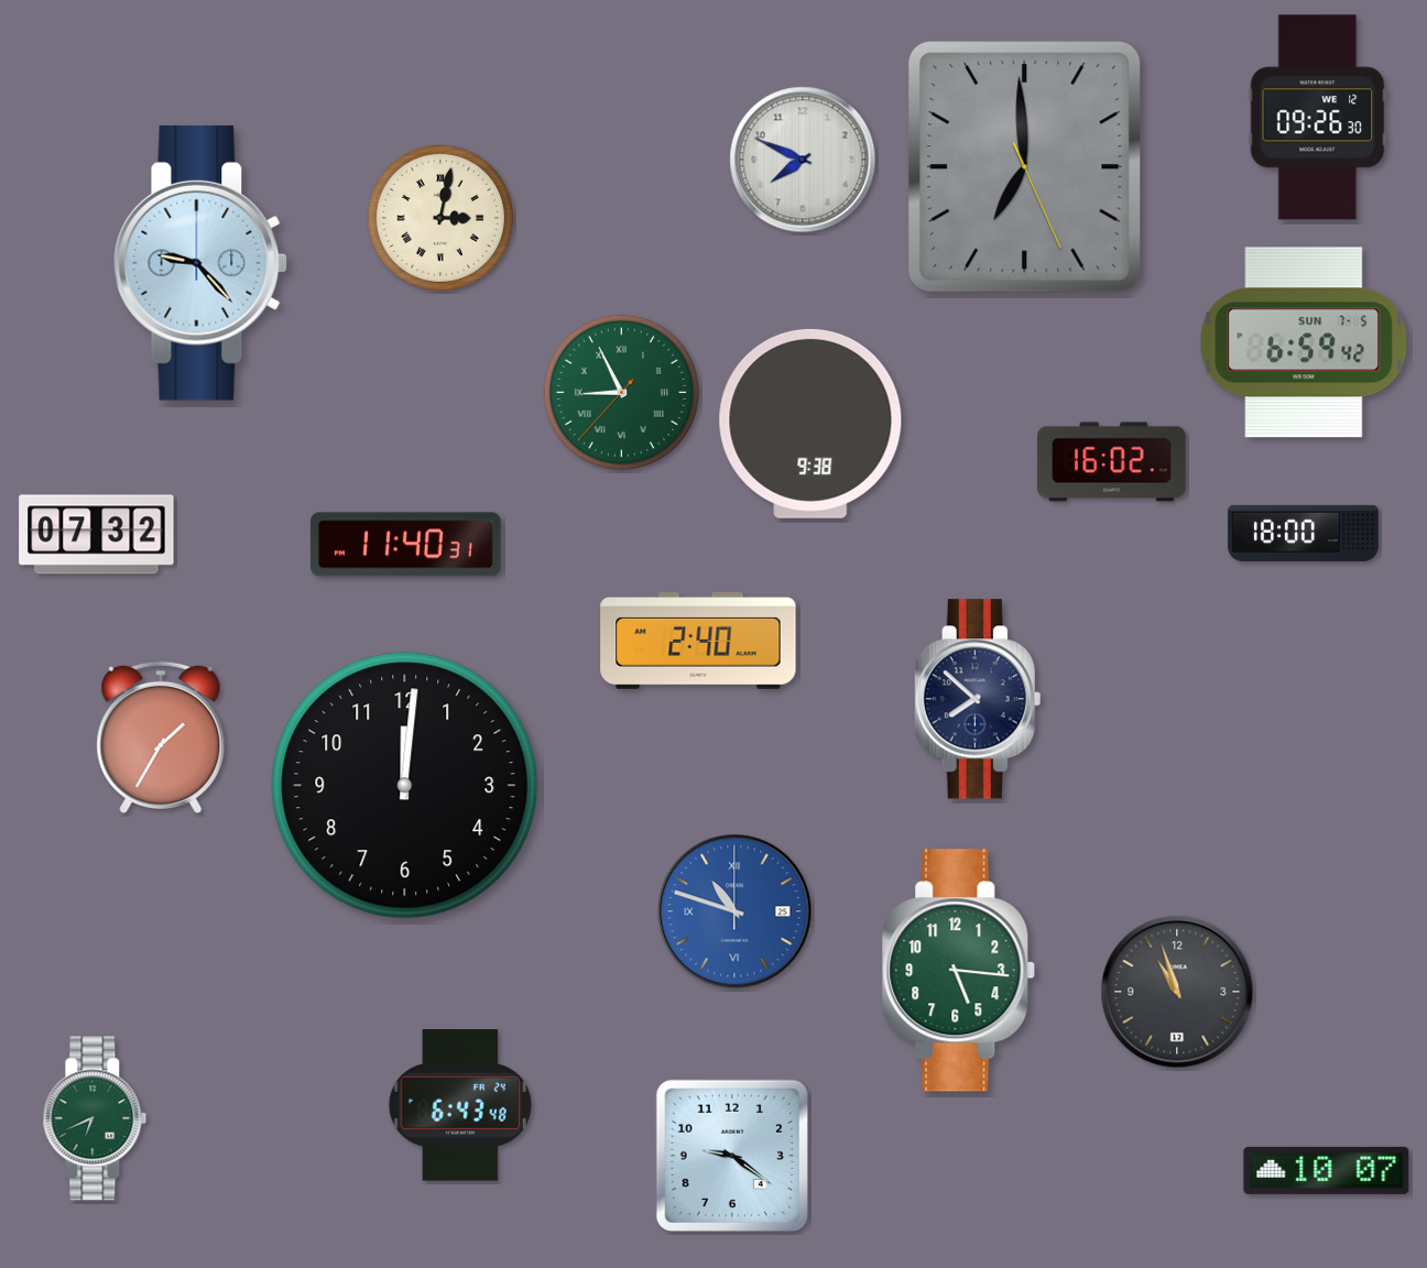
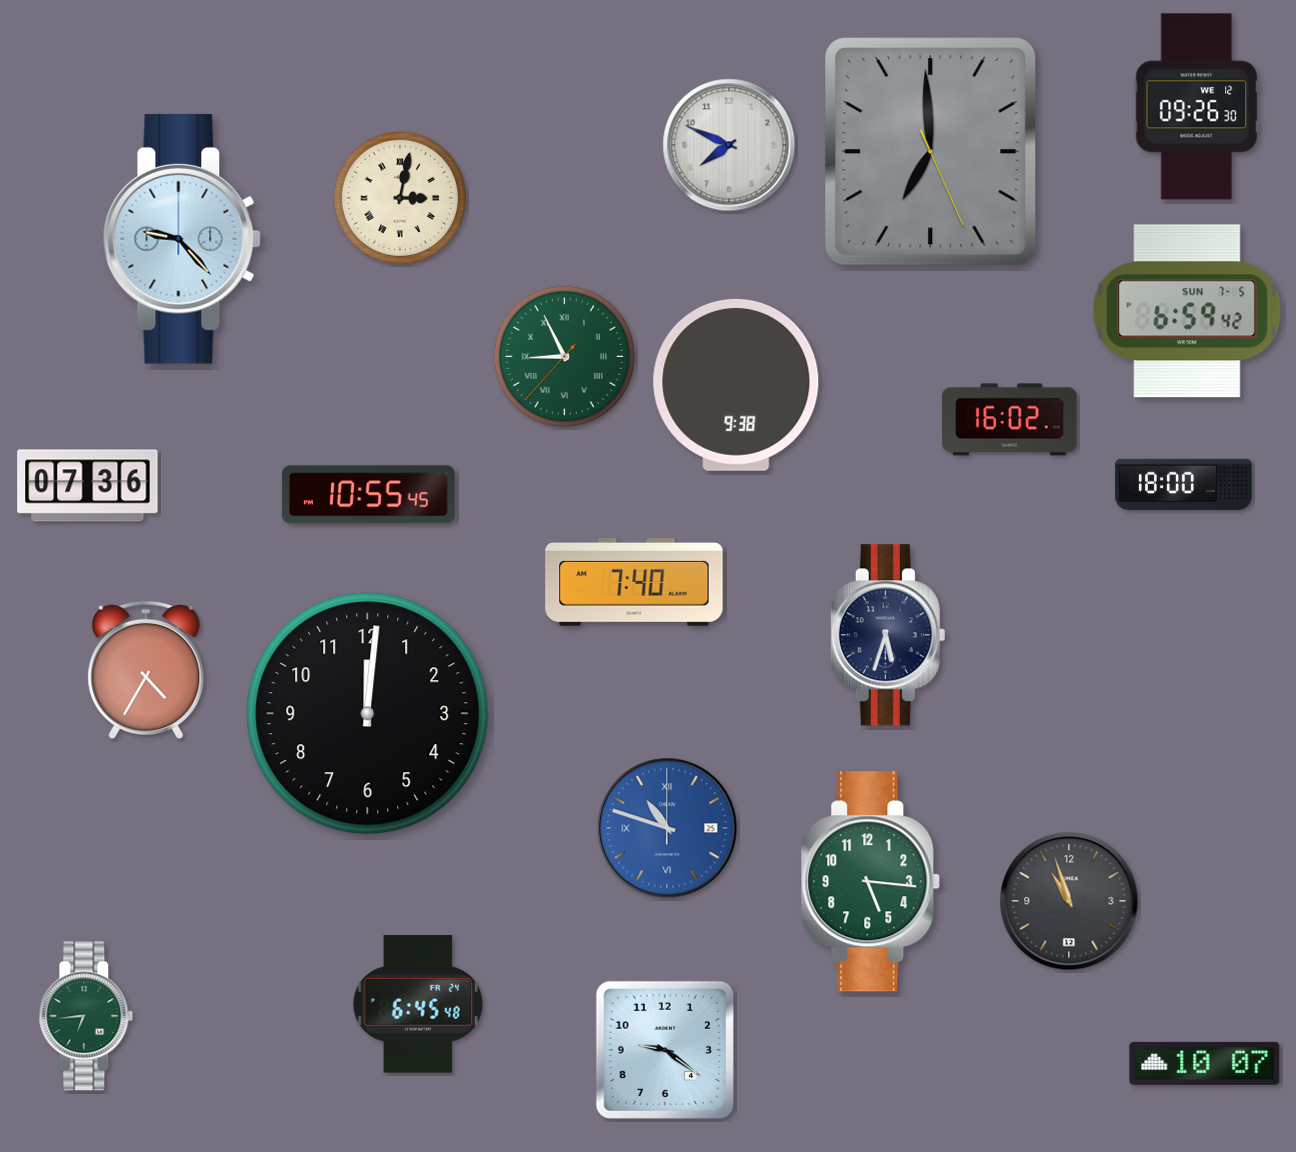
clock at (1304, 342) position: (1304, 342) -> (1187, 311)
clock at (97, 535): 07:32 -> 07:36
clock at (406, 545): 11:40 -> 10:55
clock at (698, 641): 2:40 -> 7:40
clock at (978, 699): 7:52 -> 5:33
clock at (161, 736): 1:35 -> 4:35
clock at (460, 1105): 6:43 -> 6:45
clock at (95, 1118): 6:41 -> 6:44
